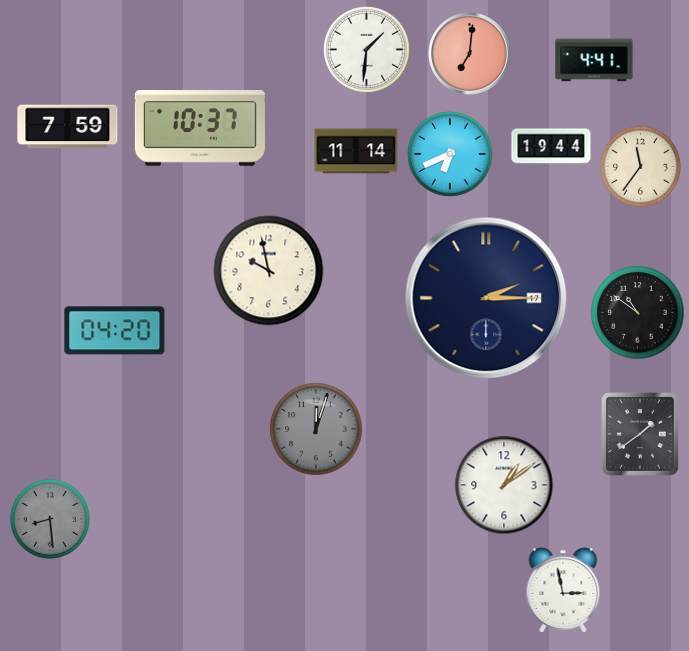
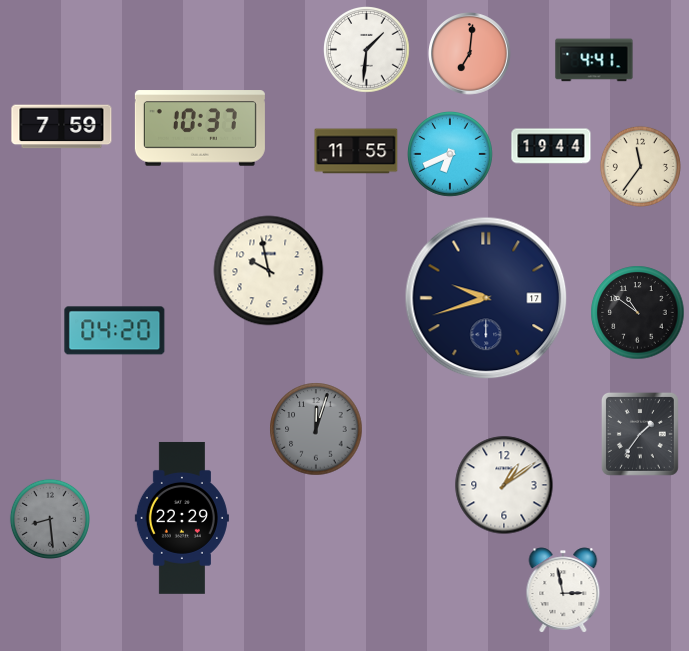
clock at (68, 127) position: (68, 127) -> (62, 127)
clock at (356, 151): 11:14 -> 11:55
clock at (486, 298): 2:15 -> 9:42
clock at (640, 434): 1:39 -> 1:36
clock at (182, 518): none -> 22:29
